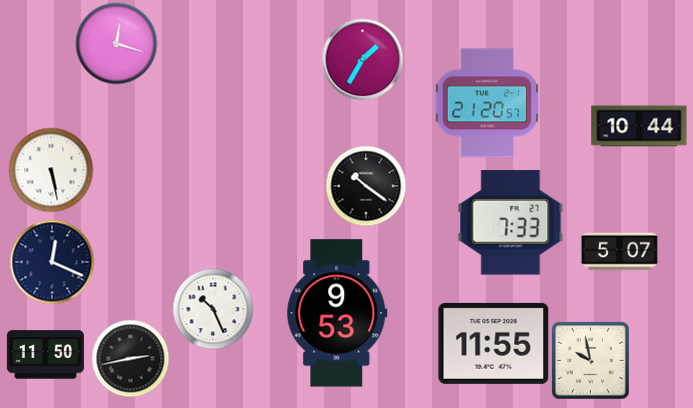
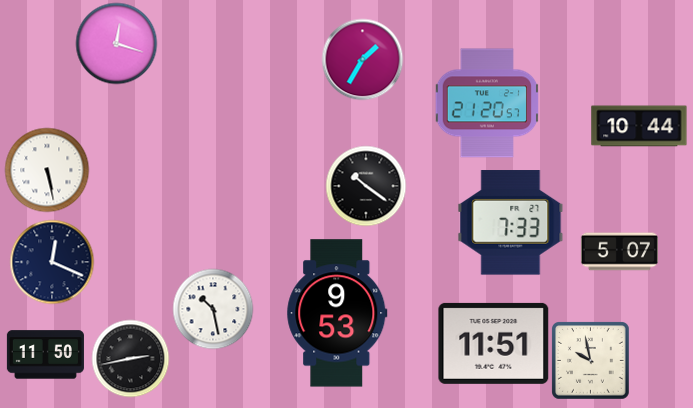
clock at (51, 170) position: (51, 170) -> (47, 170)
clock at (213, 309): 10:26 -> 10:28
clock at (494, 343): 11:55 -> 11:51
